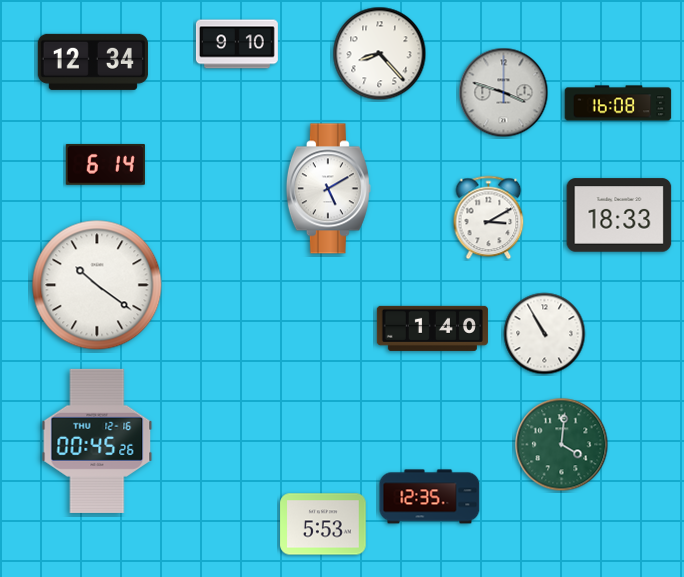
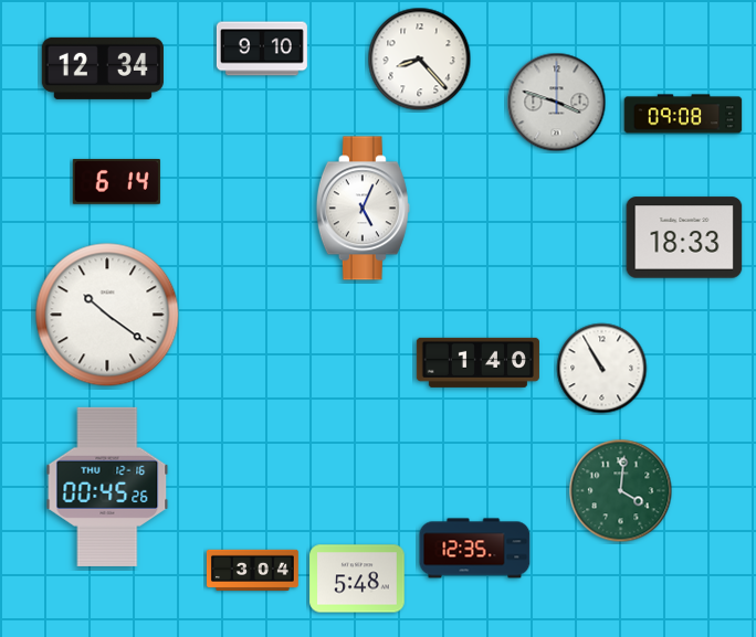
clock at (618, 103): 16:08 -> 09:08
clock at (328, 189): 5:10 -> 5:04
clock at (489, 218): 3:10 -> none
clock at (253, 570): none -> 3:04
clock at (323, 524): 5:53 -> 5:48
